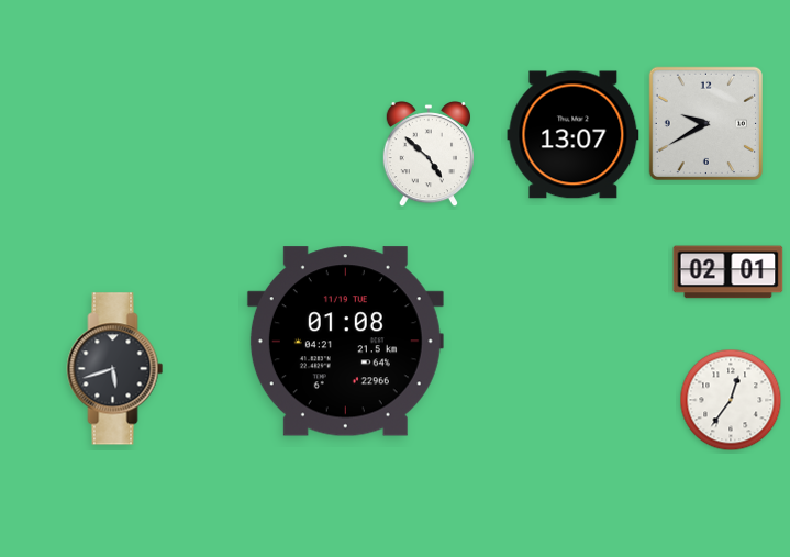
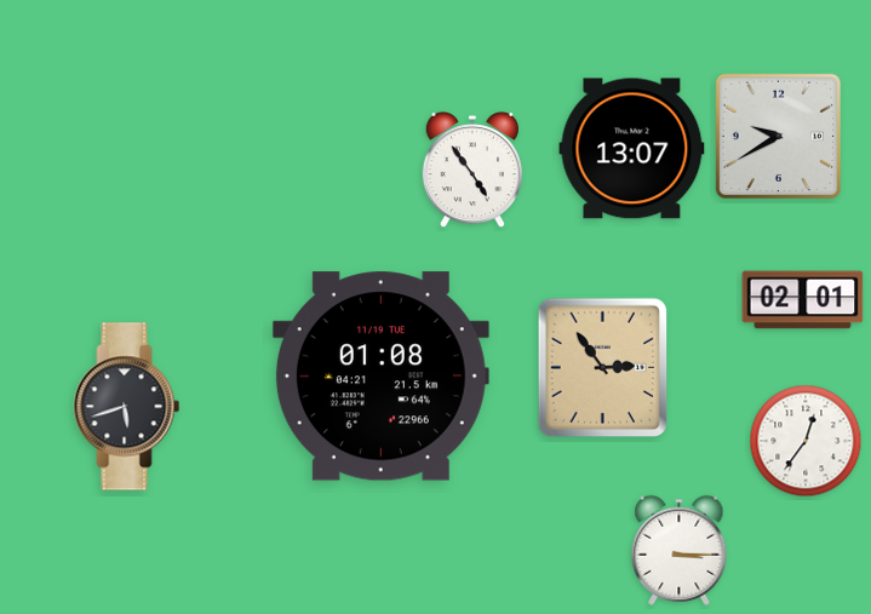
clock at (427, 155): 4:52 -> 4:54
clock at (603, 368): none -> 2:54
clock at (680, 550): none -> 3:15
